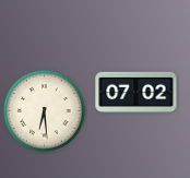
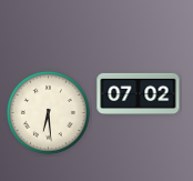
clock at (44, 110) position: (44, 110) -> (48, 112)
